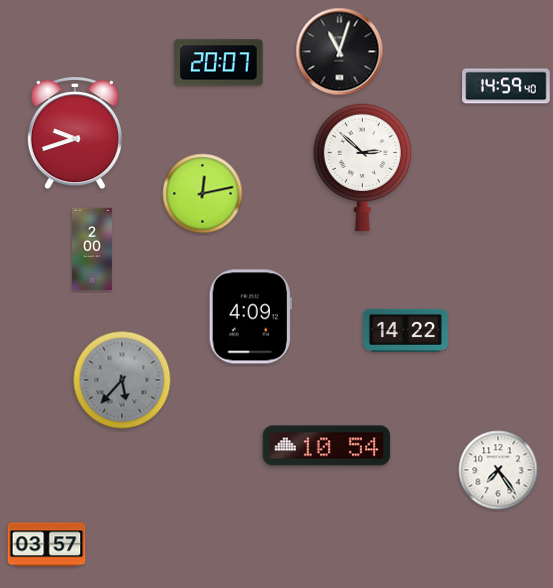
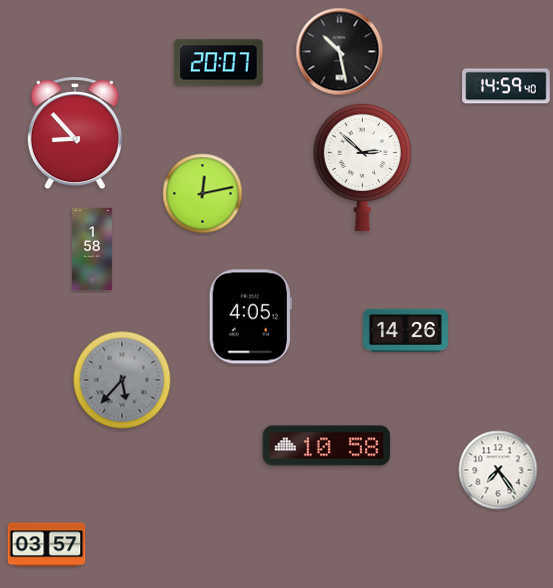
clock at (340, 52): 11:03 -> 10:28
clock at (75, 134): 9:42 -> 8:53
clock at (92, 248): 2:00 -> 1:58
clock at (250, 317): 4:09 -> 4:05
clock at (405, 330): 14:22 -> 14:26
clock at (327, 446): 10:54 -> 10:58
